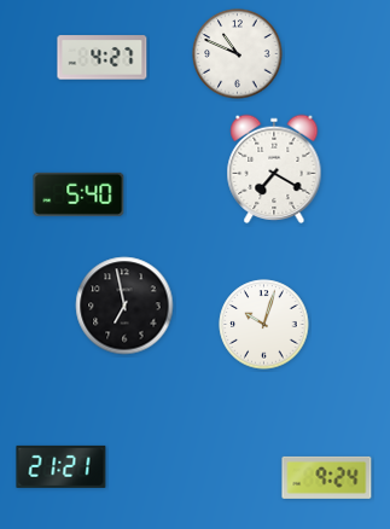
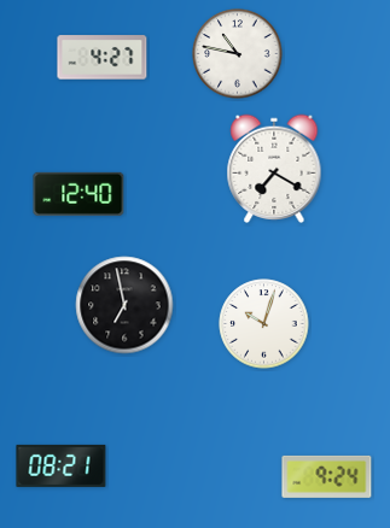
clock at (238, 54): 10:49 -> 10:47
clock at (78, 194): 5:40 -> 12:40
clock at (62, 466): 21:21 -> 08:21
